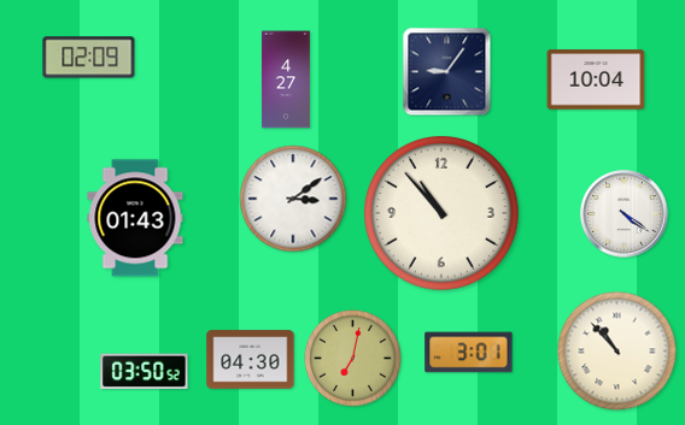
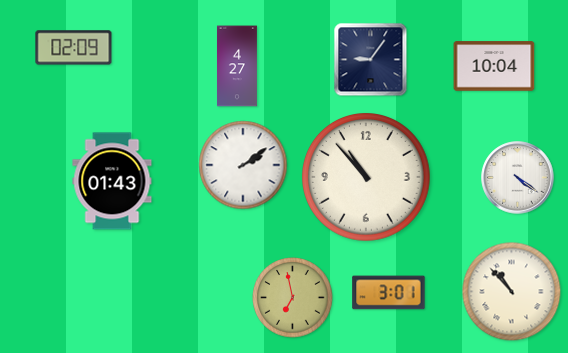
clock at (293, 199): 3:09 -> 2:09
clock at (353, 359): 7:02 -> 6:58
clock at (251, 360): 04:30 -> none
clock at (145, 372): 03:50 -> none
